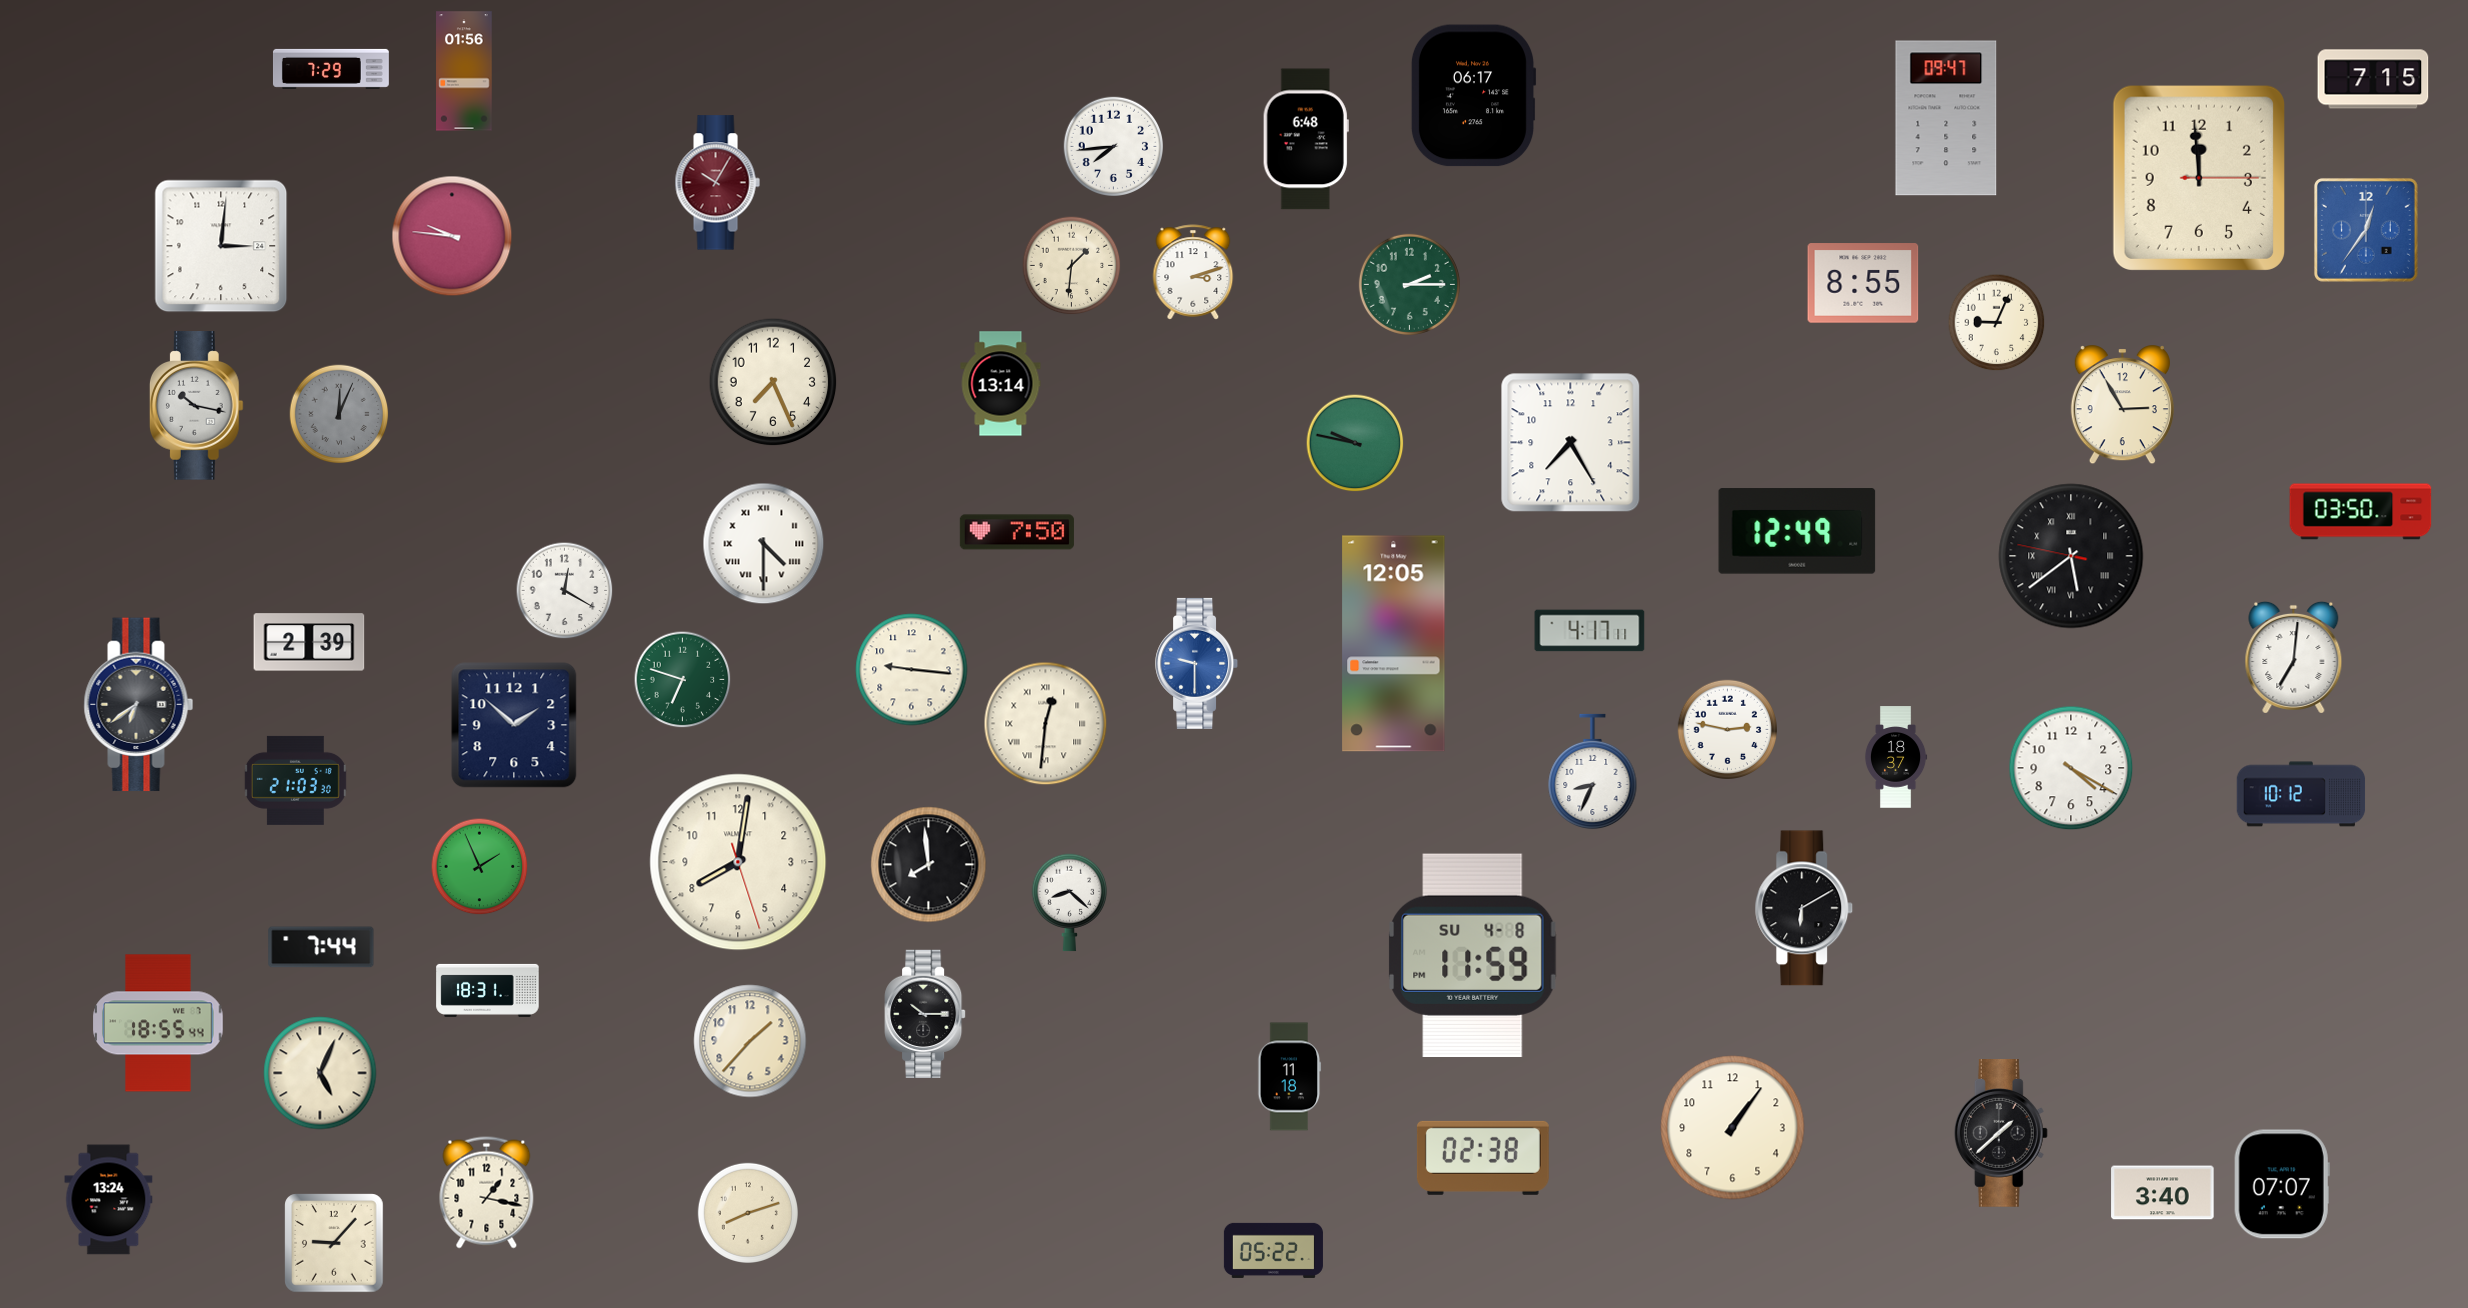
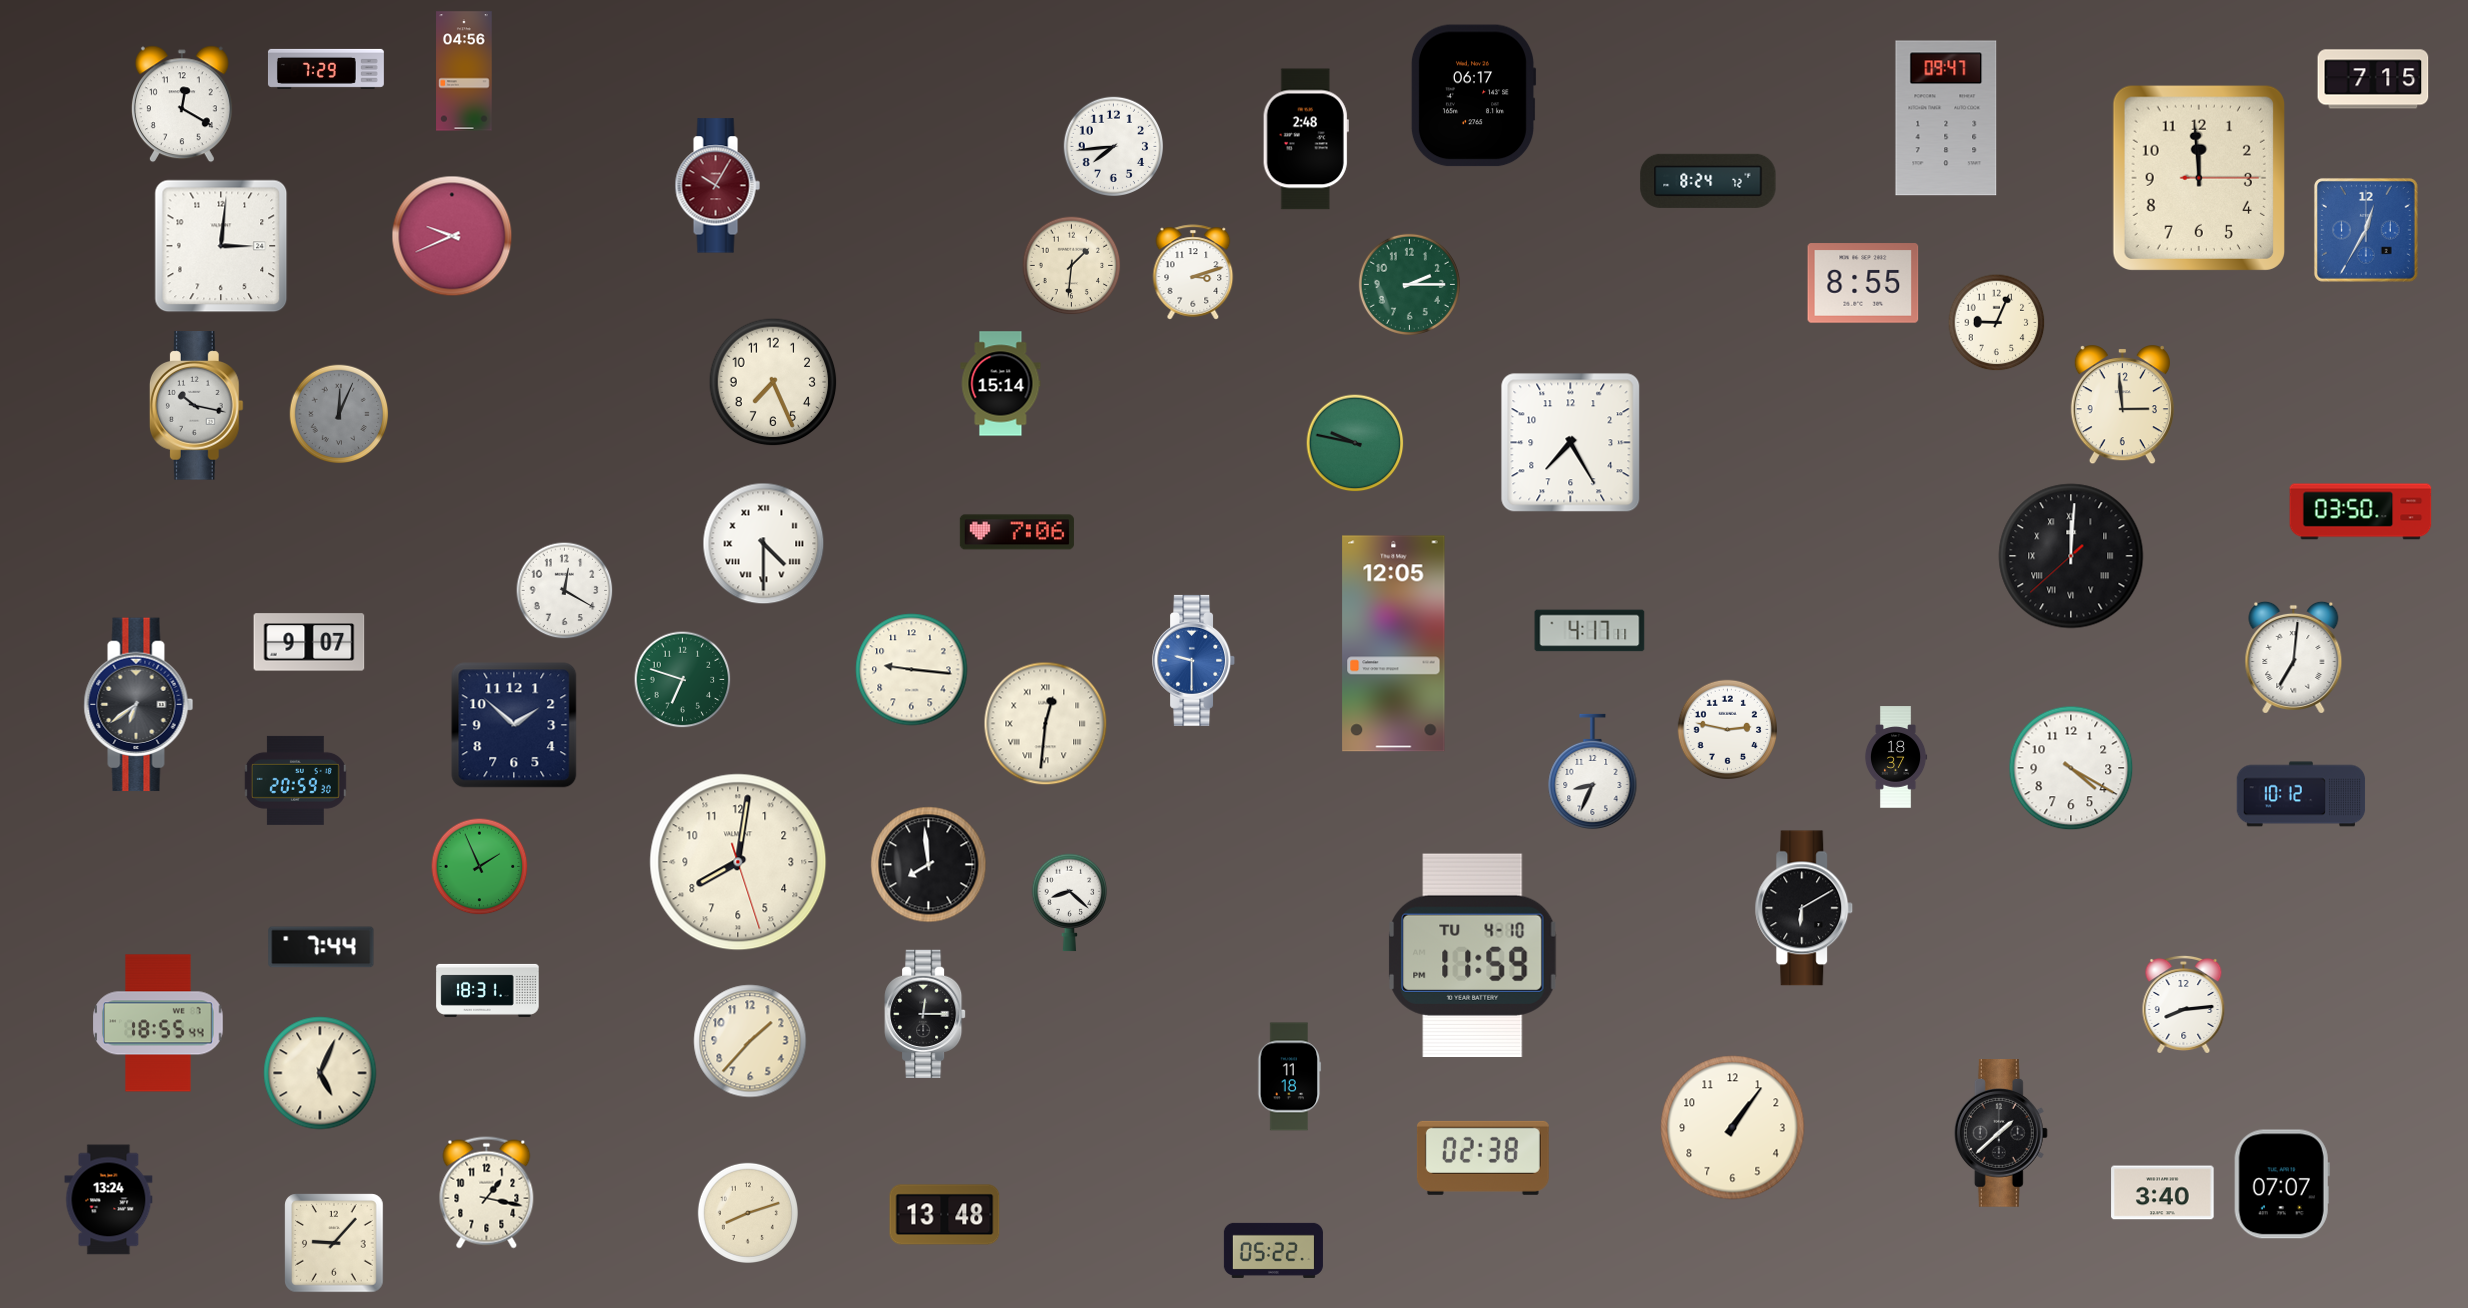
clock at (331, 69) position: (331, 69) -> (326, 69)
clock at (464, 71): 01:56 -> 04:56
clock at (182, 104): none -> 12:20
clock at (1306, 139): 6:48 -> 2:48
clock at (1708, 181): none -> 8:24
clock at (717, 183) position: (717, 183) -> (717, 186)
clock at (2366, 230): 12:36 -> 12:35
clock at (452, 236): 9:46 -> 9:41
clock at (1001, 384): 13:14 -> 15:14
clock at (2122, 405): 2:55 -> 2:59
clock at (1797, 531): 12:49 -> none
clock at (1017, 532): 7:50 -> 7:06
clock at (2071, 556): 5:38 -> 12:00
clock at (309, 642): 2:39 -> 9:07
clock at (1197, 663) position: (1197, 663) -> (1194, 660)
clock at (295, 780): 21:03 -> 20:59
clock at (1473, 955) date: SU 4-8 -> TU 4-10
clock at (2184, 1004): none -> 8:14
clock at (925, 1013): 10:15 -> 12:15
clock at (945, 1215): none -> 13:48
